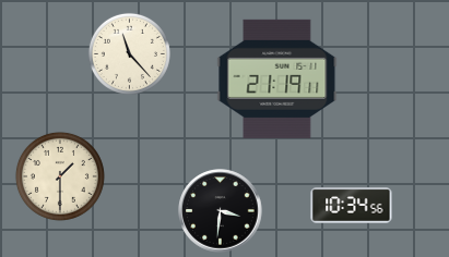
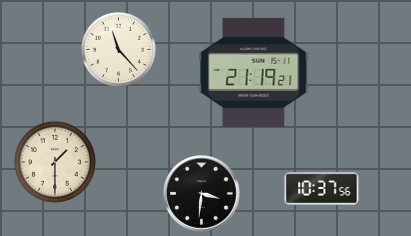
clock at (277, 78): 21:19:11 -> 21:19:21
clock at (352, 206): 10:34 -> 10:37
